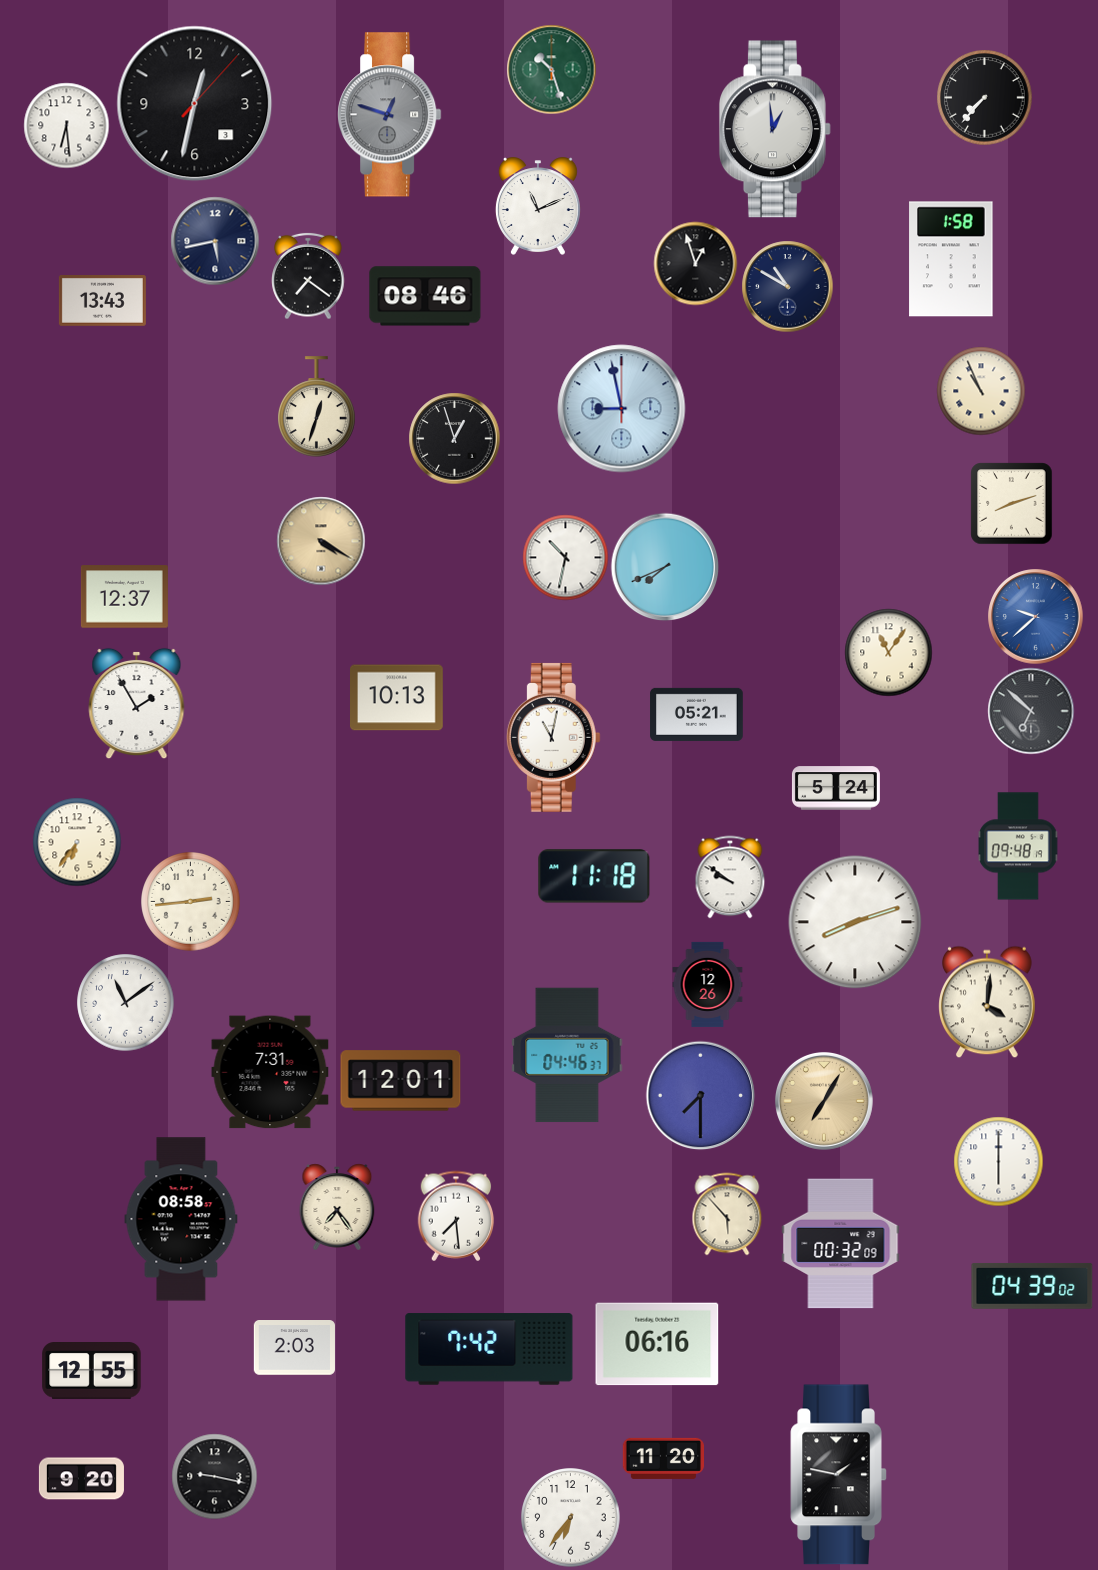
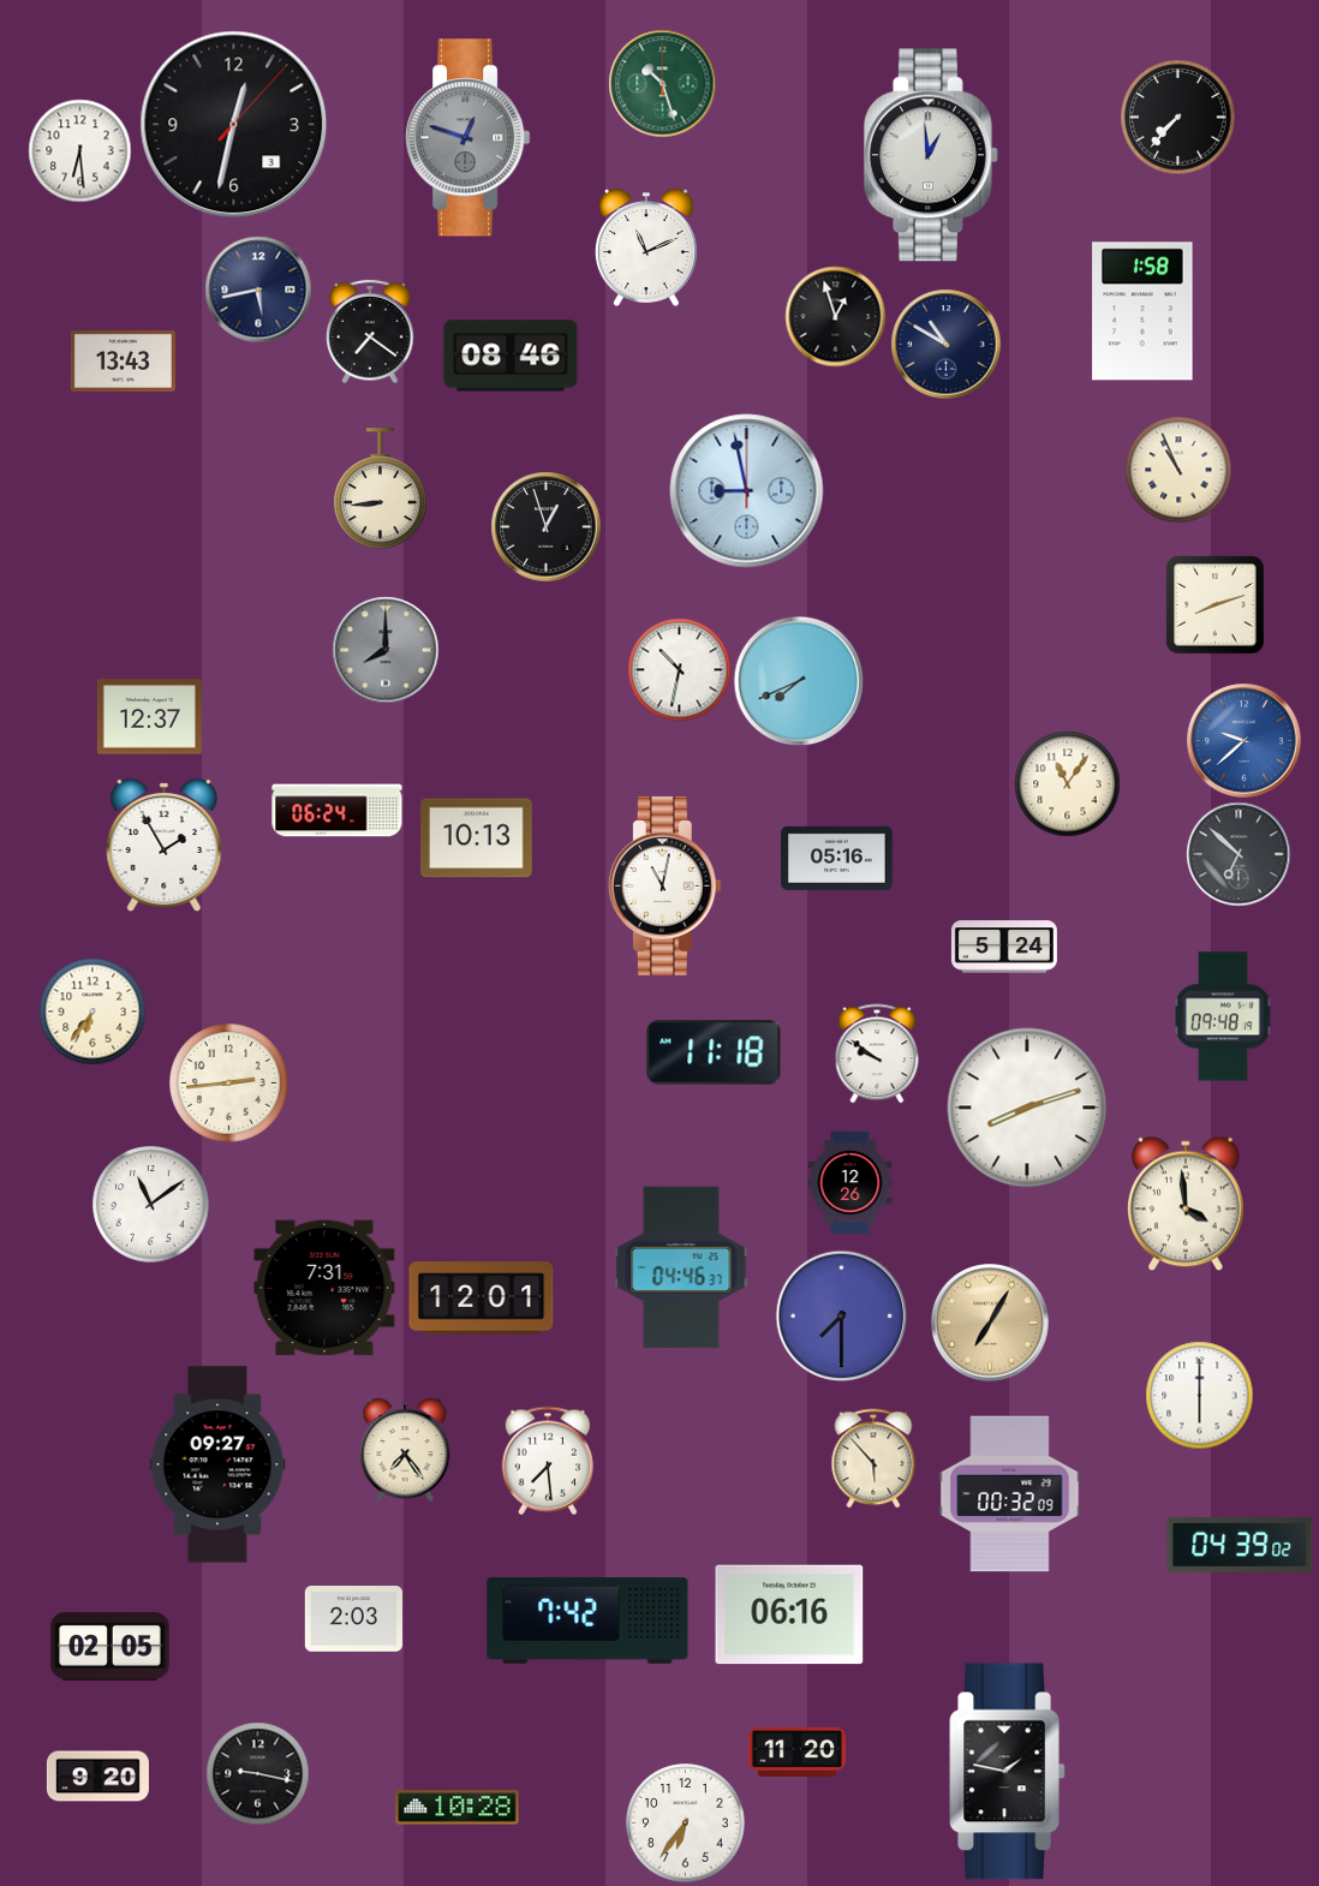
clock at (984, 97) position: (984, 97) -> (1177, 117)
clock at (317, 407): 12:33 -> 8:44
clock at (321, 541): 4:20 -> 8:00
clock at (321, 541) dial: champagne -> grey
clock at (338, 811): none -> 06:24
clock at (697, 714): 05:21 -> 05:16
clock at (987, 1002): 4:01 -> 3:59
clock at (181, 1219): 08:58 -> 09:27
clock at (92, 1371): 12:55 -> 02:05
clock at (458, 1808): none -> 10:28
